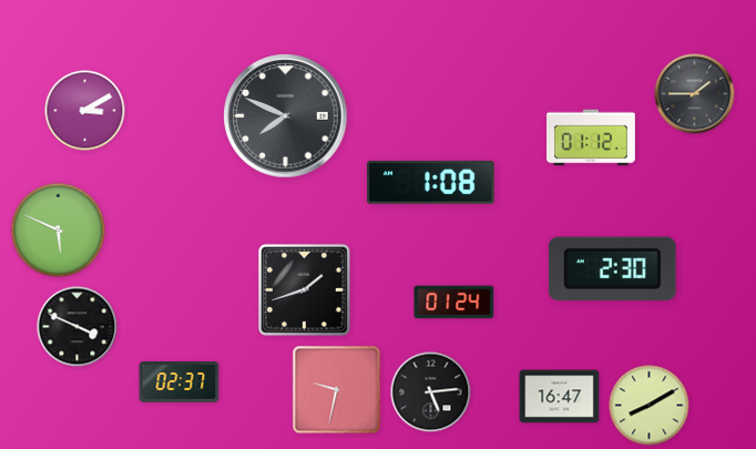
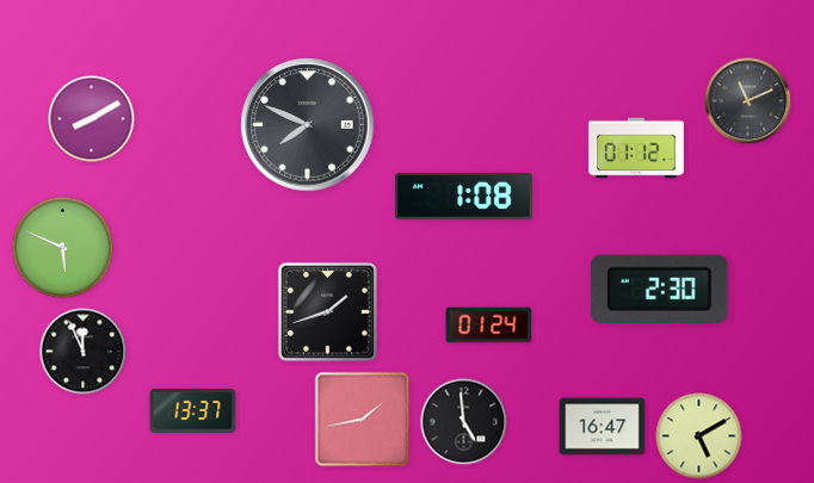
clock at (695, 94): 1:45 -> 11:11
clock at (85, 111): 3:10 -> 8:10
clock at (78, 327): 3:49 -> 11:56
clock at (180, 381): 02:37 -> 13:37
clock at (337, 390): 9:32 -> 1:43
clock at (431, 392): 5:14 -> 4:59
clock at (650, 406): 8:10 -> 5:10
